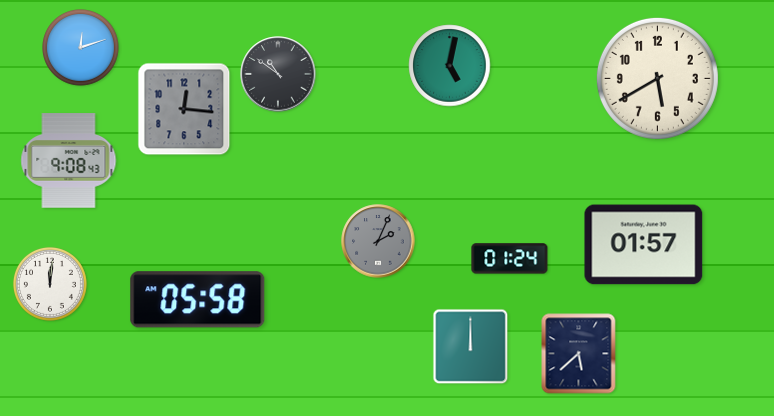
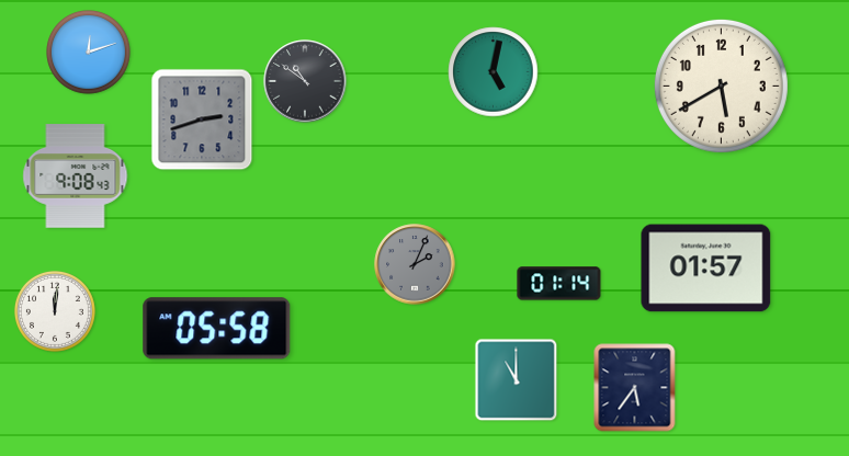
clock at (184, 109): 12:16 -> 2:42
clock at (510, 259): 01:24 -> 01:14
clock at (471, 347): 12:00 -> 11:00
clock at (579, 354): 5:38 -> 5:36
